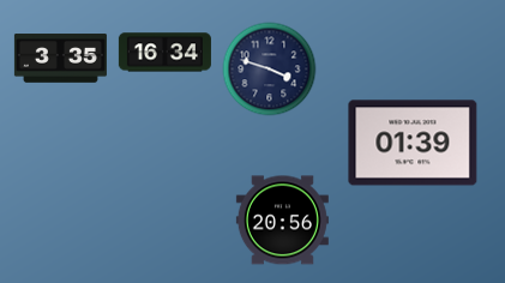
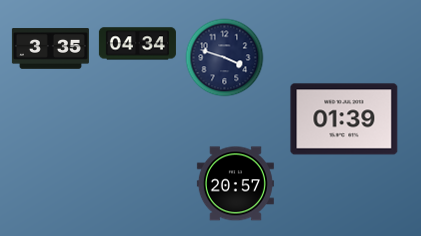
clock at (164, 53): 16:34 -> 04:34
clock at (282, 221): 20:56 -> 20:57
